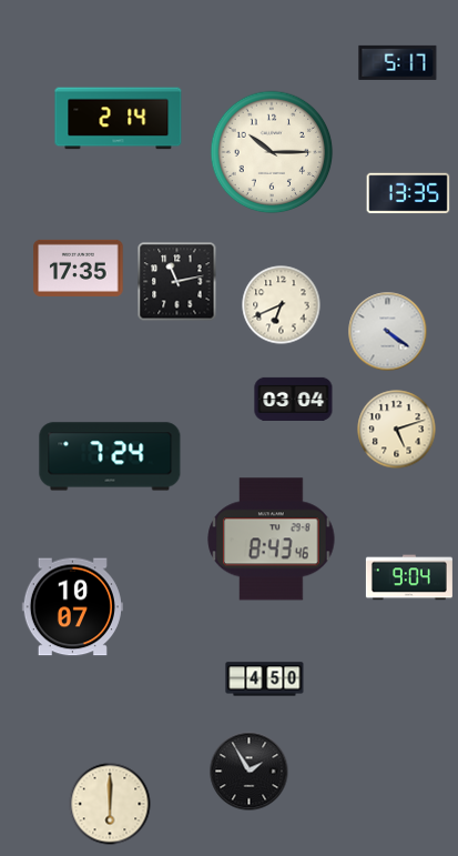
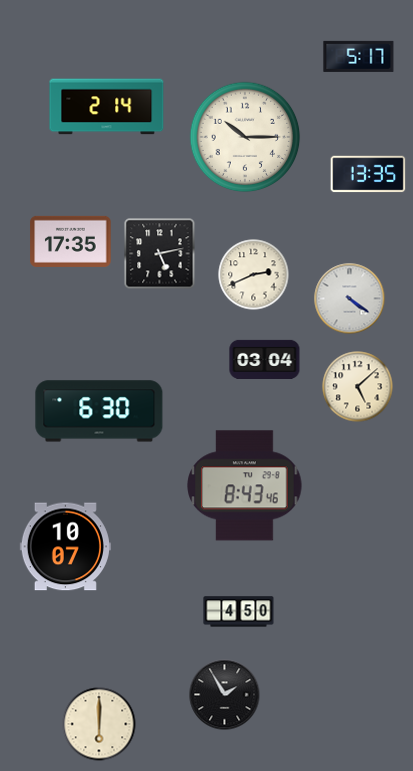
clock at (177, 282): 11:13 -> 5:13
clock at (282, 305): 6:41 -> 2:41
clock at (397, 430): 5:12 -> 5:08
clock at (110, 456): 7:24 -> 6:30
clock at (409, 577): 9:04 -> none
